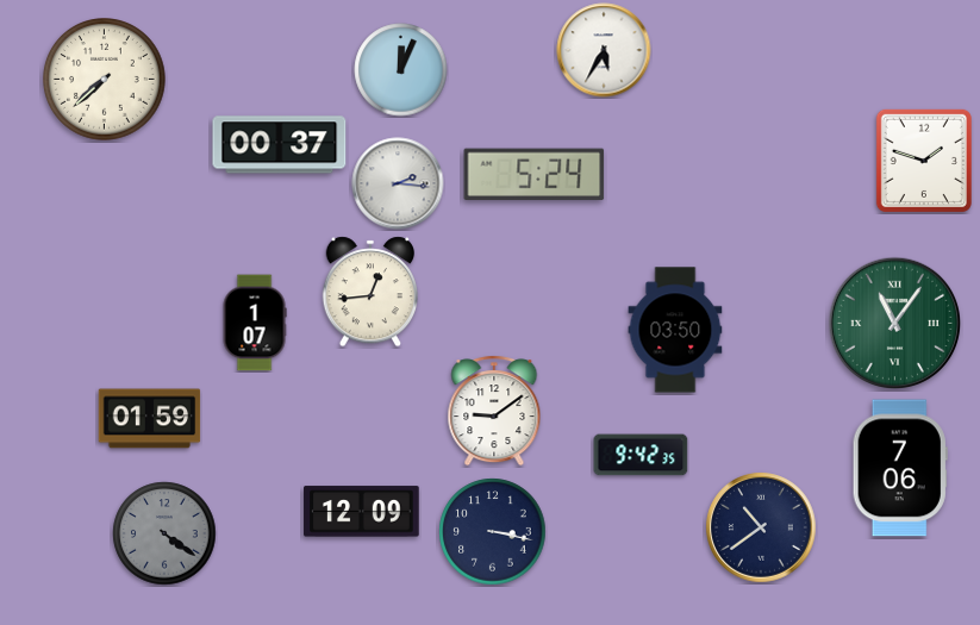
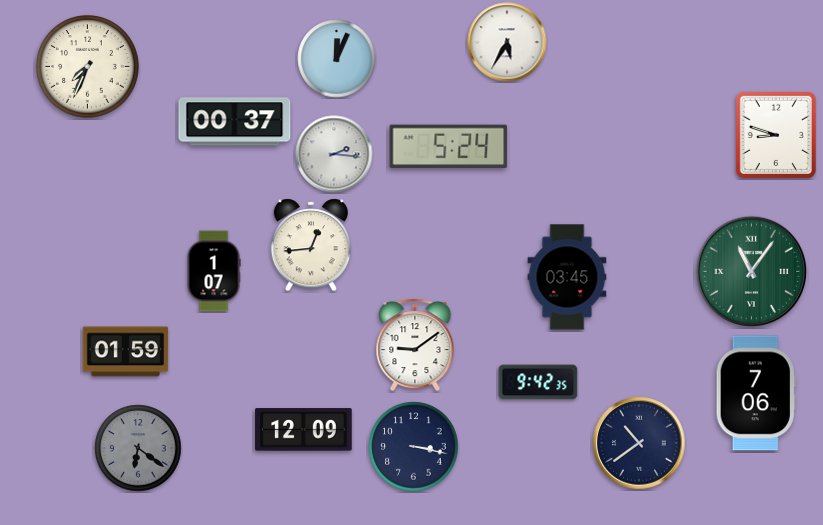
clock at (105, 80): 7:38 -> 7:34
clock at (924, 161): 1:48 -> 8:48
clock at (675, 330): 03:50 -> 03:45
clock at (164, 533): 4:21 -> 6:21
